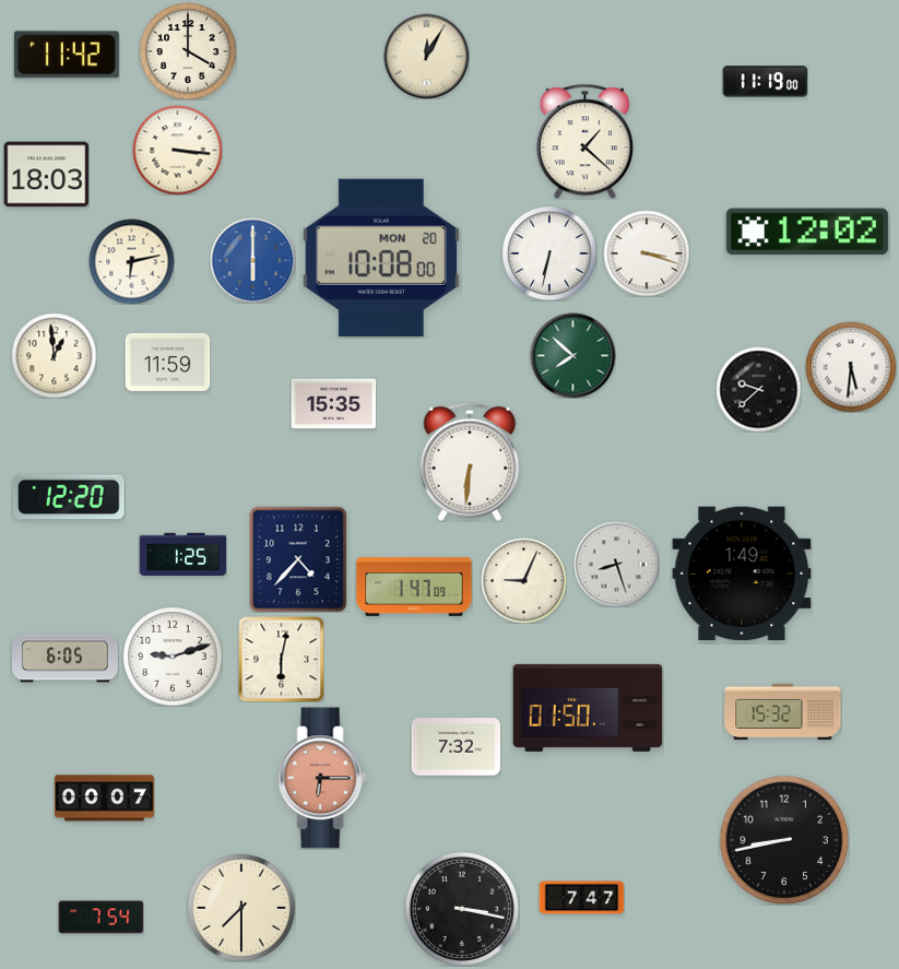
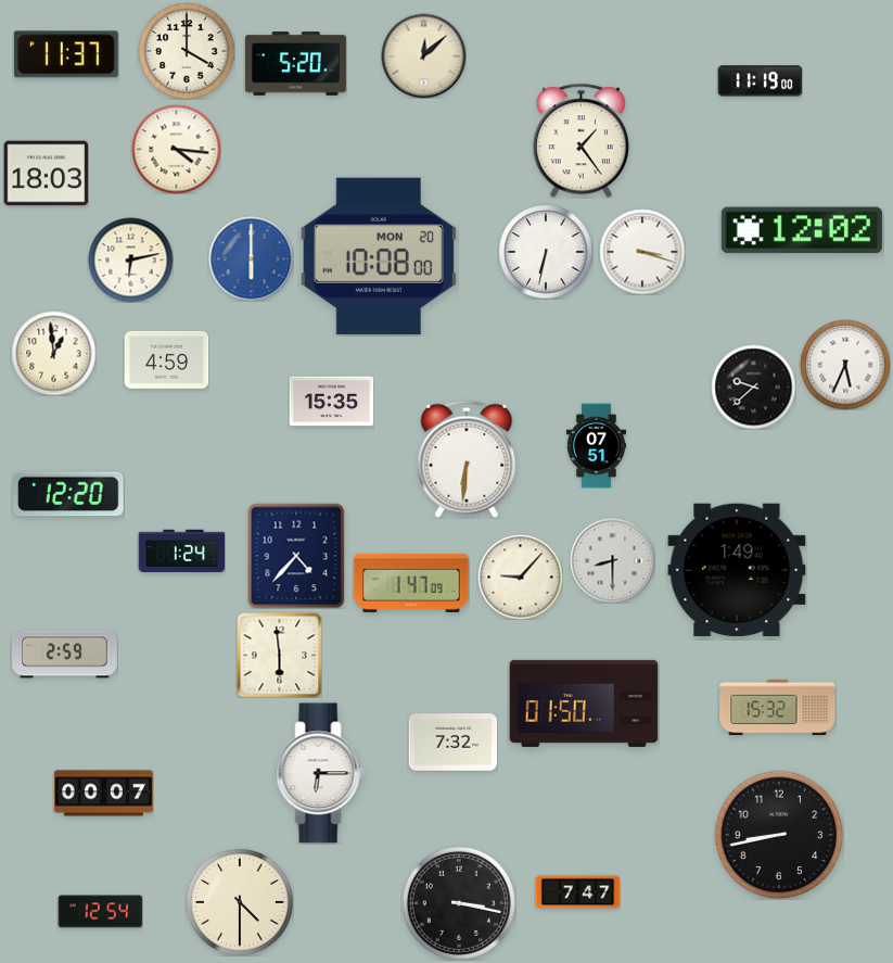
clock at (67, 55): 11:42 -> 11:37
clock at (426, 56): 12:05 -> 12:08
clock at (295, 64): none -> 5:20
clock at (584, 141): 1:22 -> 1:24
clock at (177, 150): 3:16 -> 4:16
clock at (572, 355): 7:52 -> none
clock at (167, 362): 11:59 -> 4:59
clock at (851, 367): 5:31 -> 5:34
clock at (596, 445): none -> 07:51
clock at (182, 555): 1:25 -> 1:24
clock at (616, 564): 8:27 -> 8:30
clock at (523, 580): 9:04 -> 9:07
clock at (173, 657): 9:12 -> none
clock at (66, 659): 6:05 -> 2:59
clock at (281, 659): 6:02 -> 5:59
clock at (322, 778) dial: salmon -> white
clock at (241, 908): 7:30 -> 4:30
clock at (100, 918): 7:54 -> 12:54
